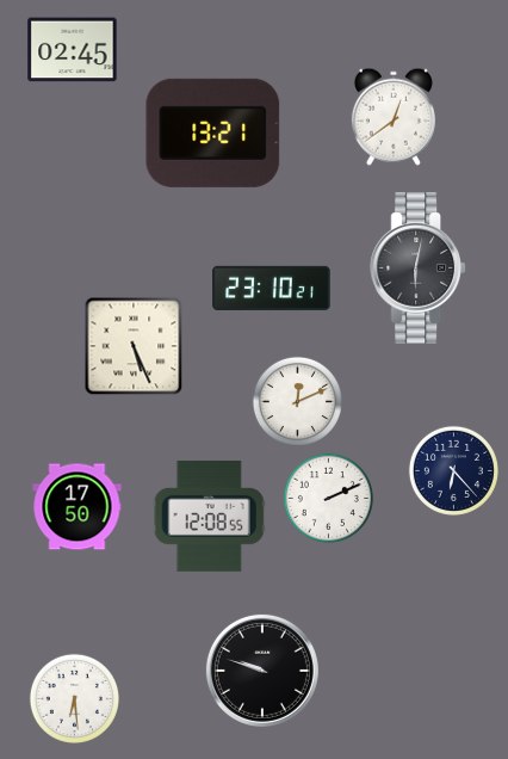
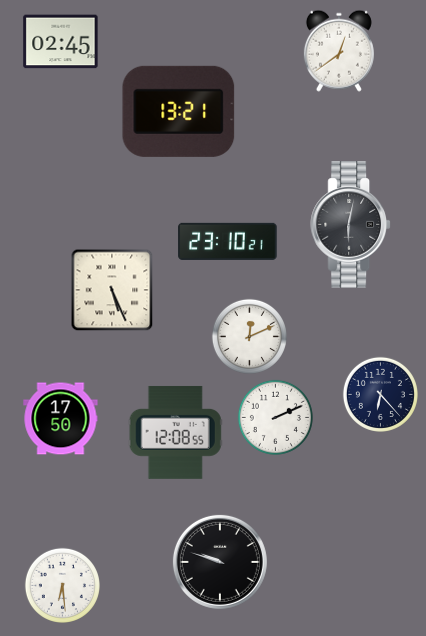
clock at (394, 117) position: (394, 117) -> (339, 51)
clock at (78, 507) position: (78, 507) -> (61, 419)
